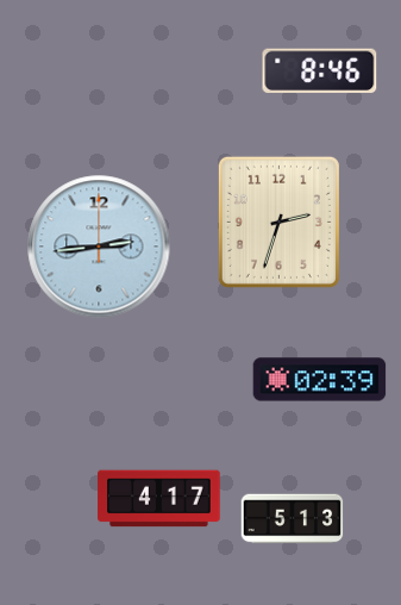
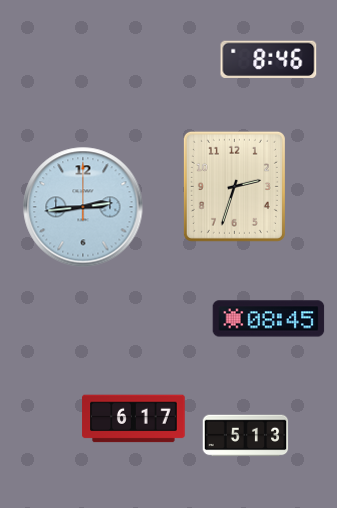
clock at (320, 380): 02:39 -> 08:45
clock at (159, 499): 4:17 -> 6:17
